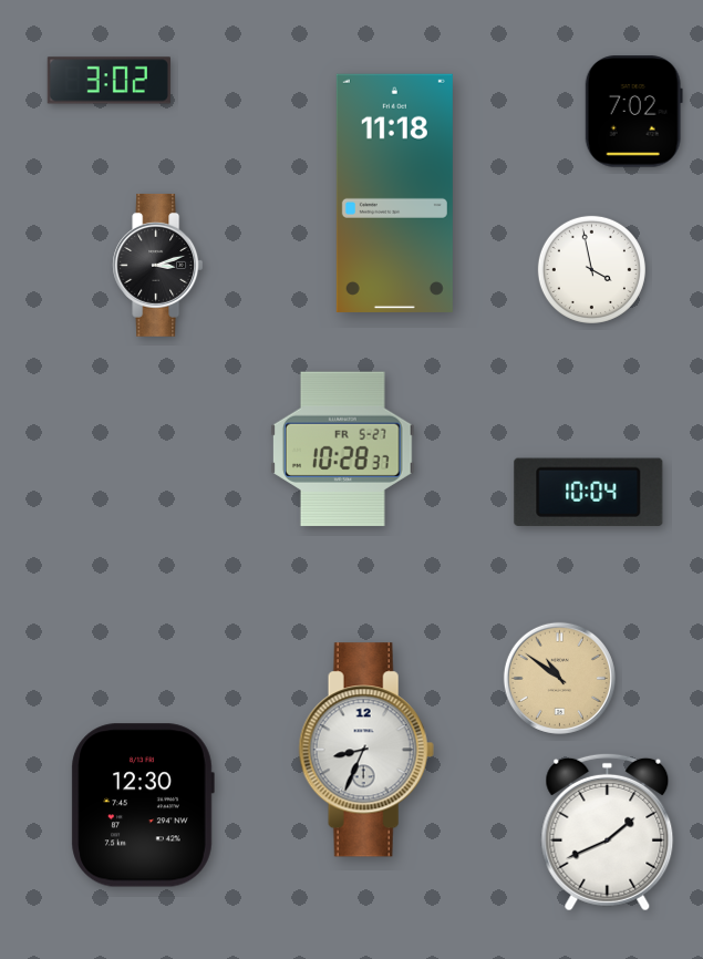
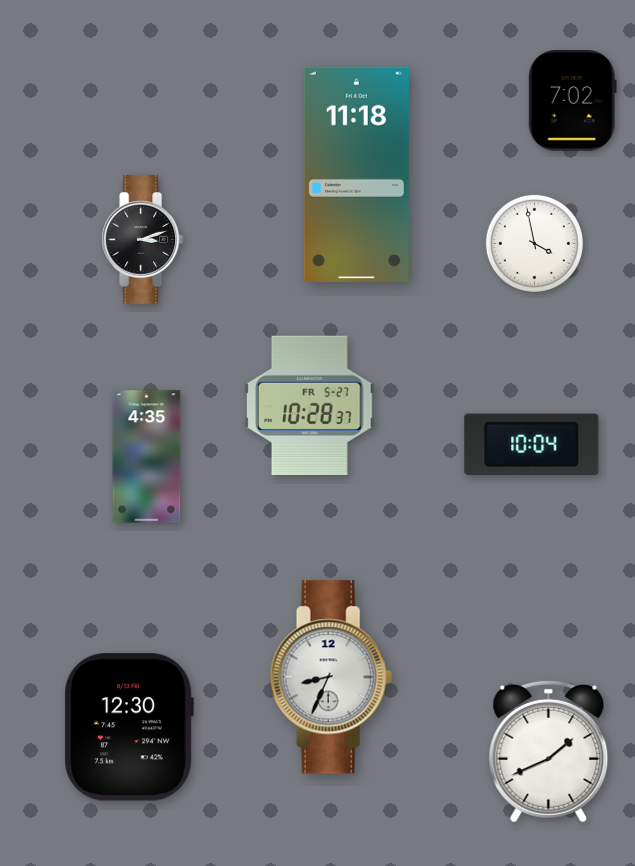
clock at (108, 81): 3:02 -> none
clock at (147, 457): none -> 4:35
clock at (559, 678): 10:51 -> none
